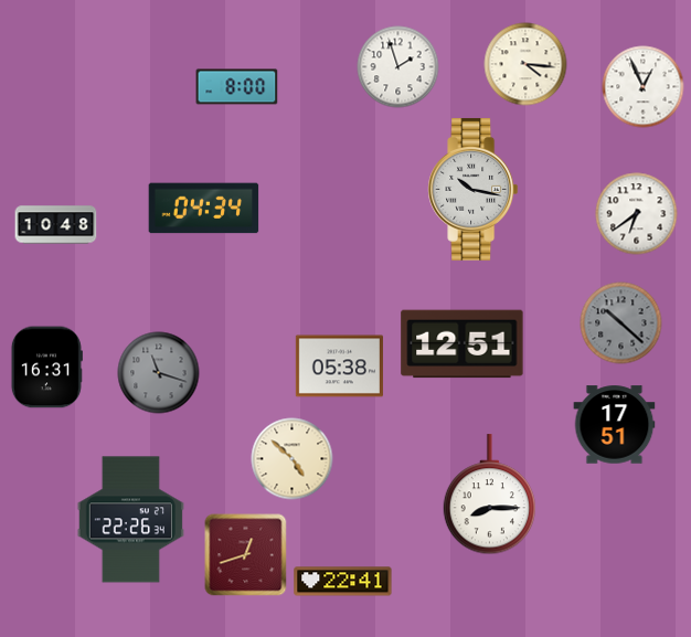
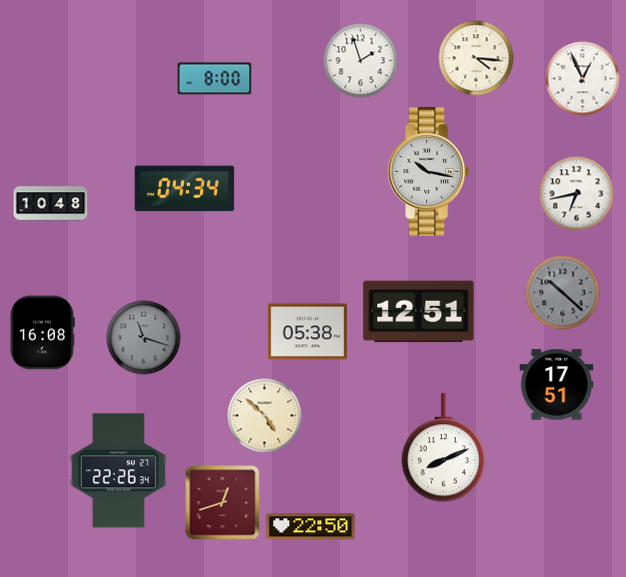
clock at (637, 214): 6:39 -> 6:43
clock at (46, 368): 16:31 -> 16:08
clock at (490, 495): 8:15 -> 8:11
clock at (343, 582): 22:41 -> 22:50
